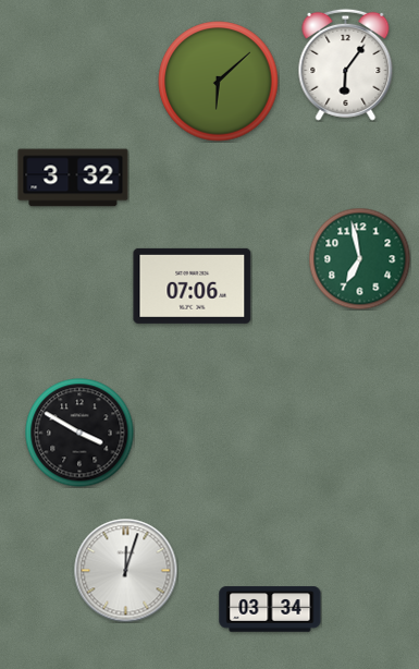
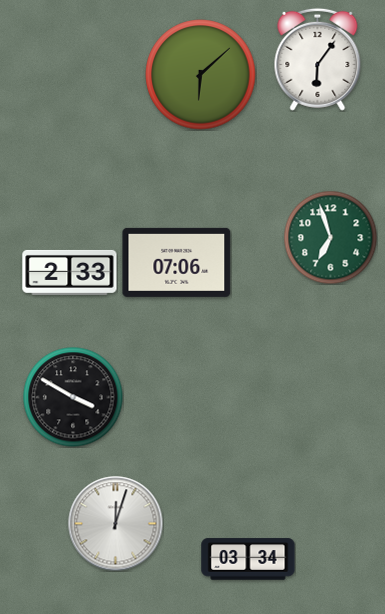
clock at (73, 178): 3:32 -> none
clock at (359, 258): 6:58 -> 6:57
clock at (70, 272): none -> 2:33
